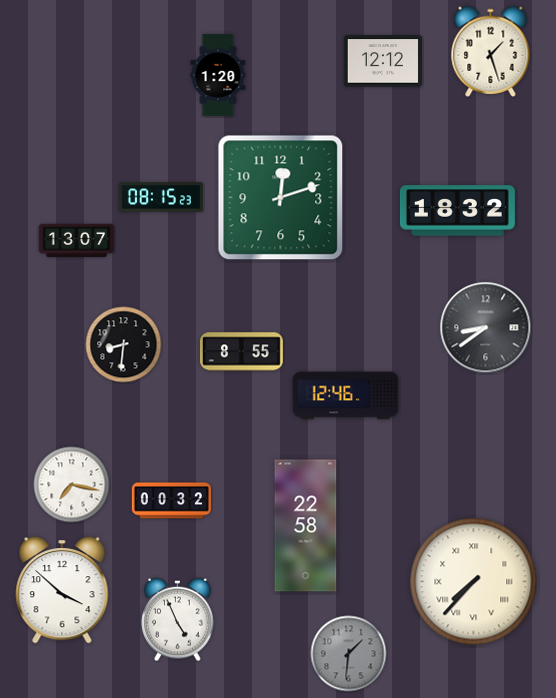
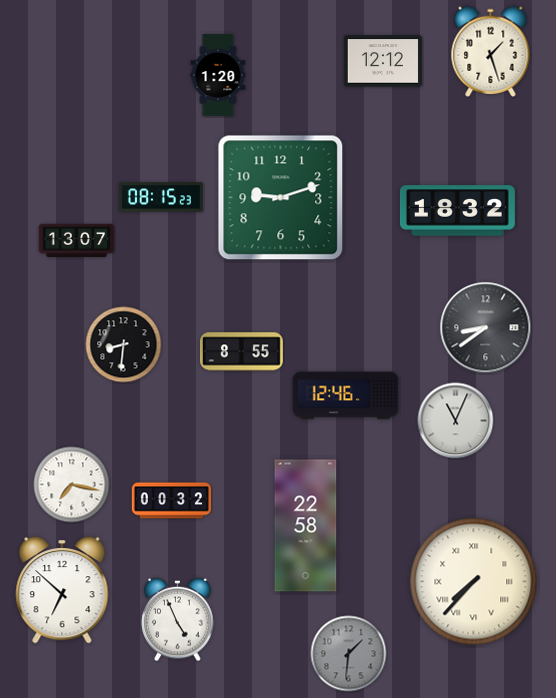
clock at (281, 198): 12:12 -> 9:12
clock at (456, 421): none -> 11:04
clock at (62, 591): 3:52 -> 6:52
